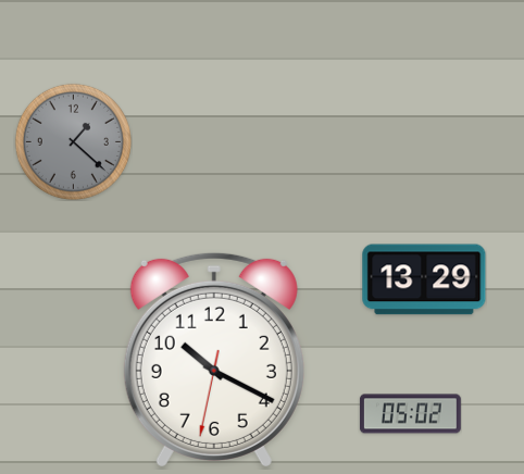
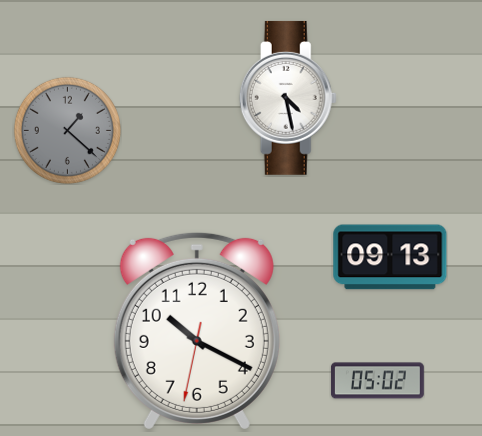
clock at (288, 98): none -> 4:28
clock at (424, 279): 13:29 -> 09:13
